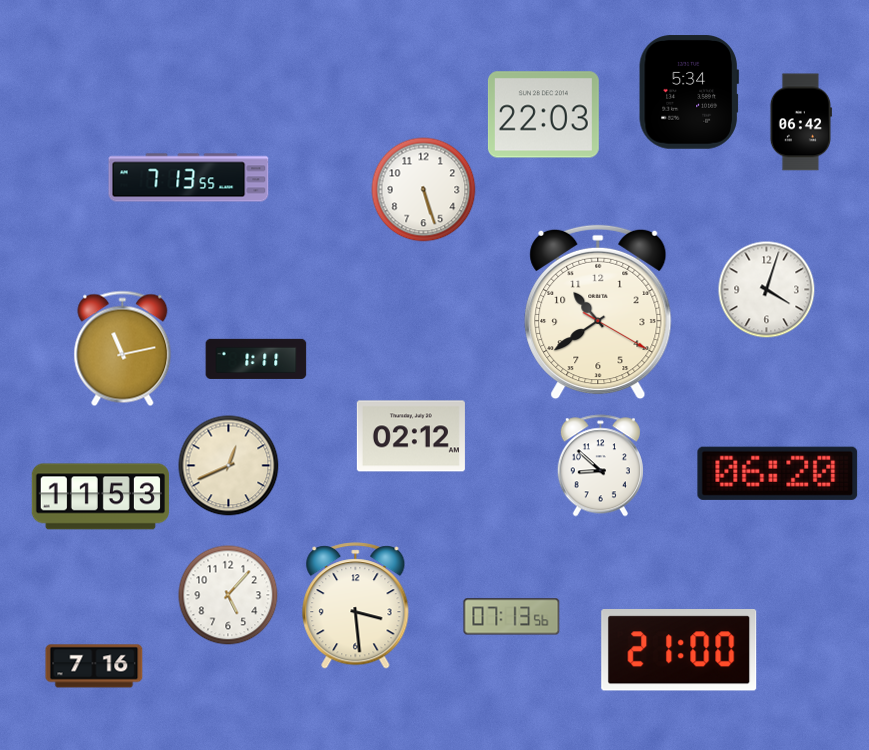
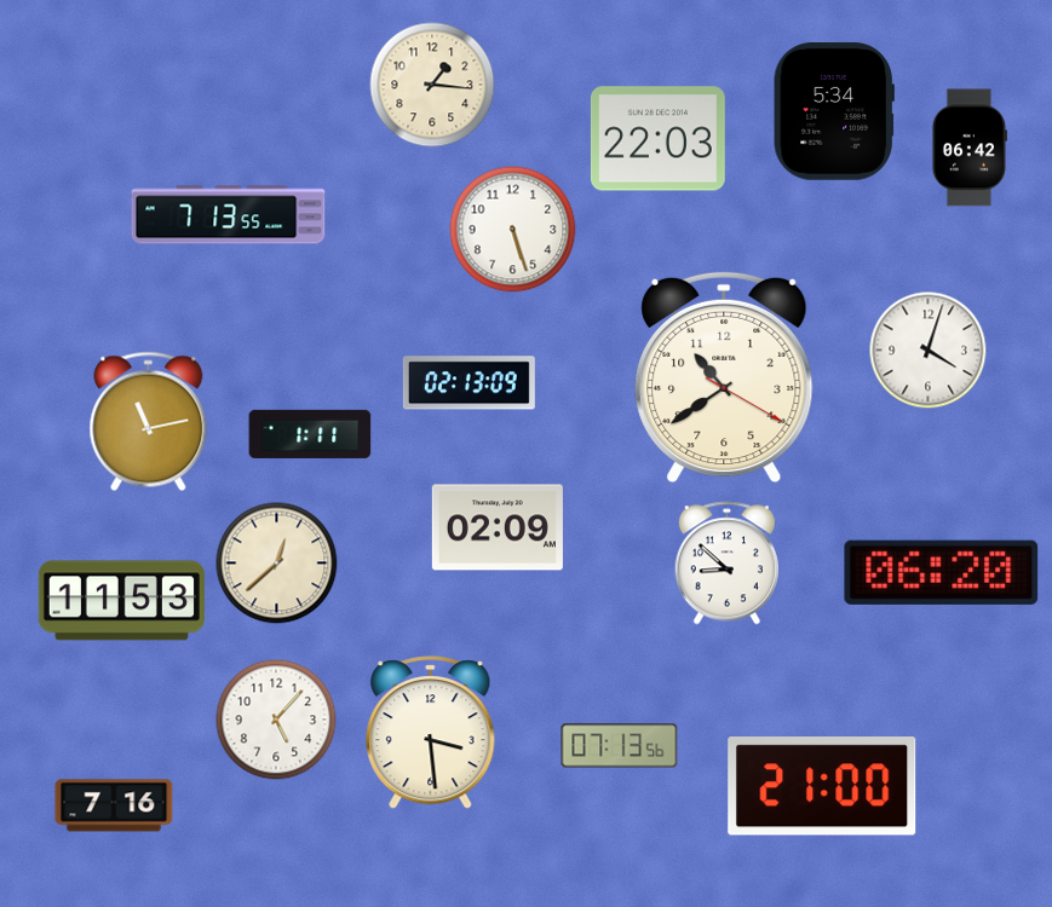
clock at (432, 85): none -> 1:16
clock at (468, 383): none -> 02:13
clock at (411, 436): 02:12 -> 02:09
clock at (229, 466): 12:41 -> 12:38
